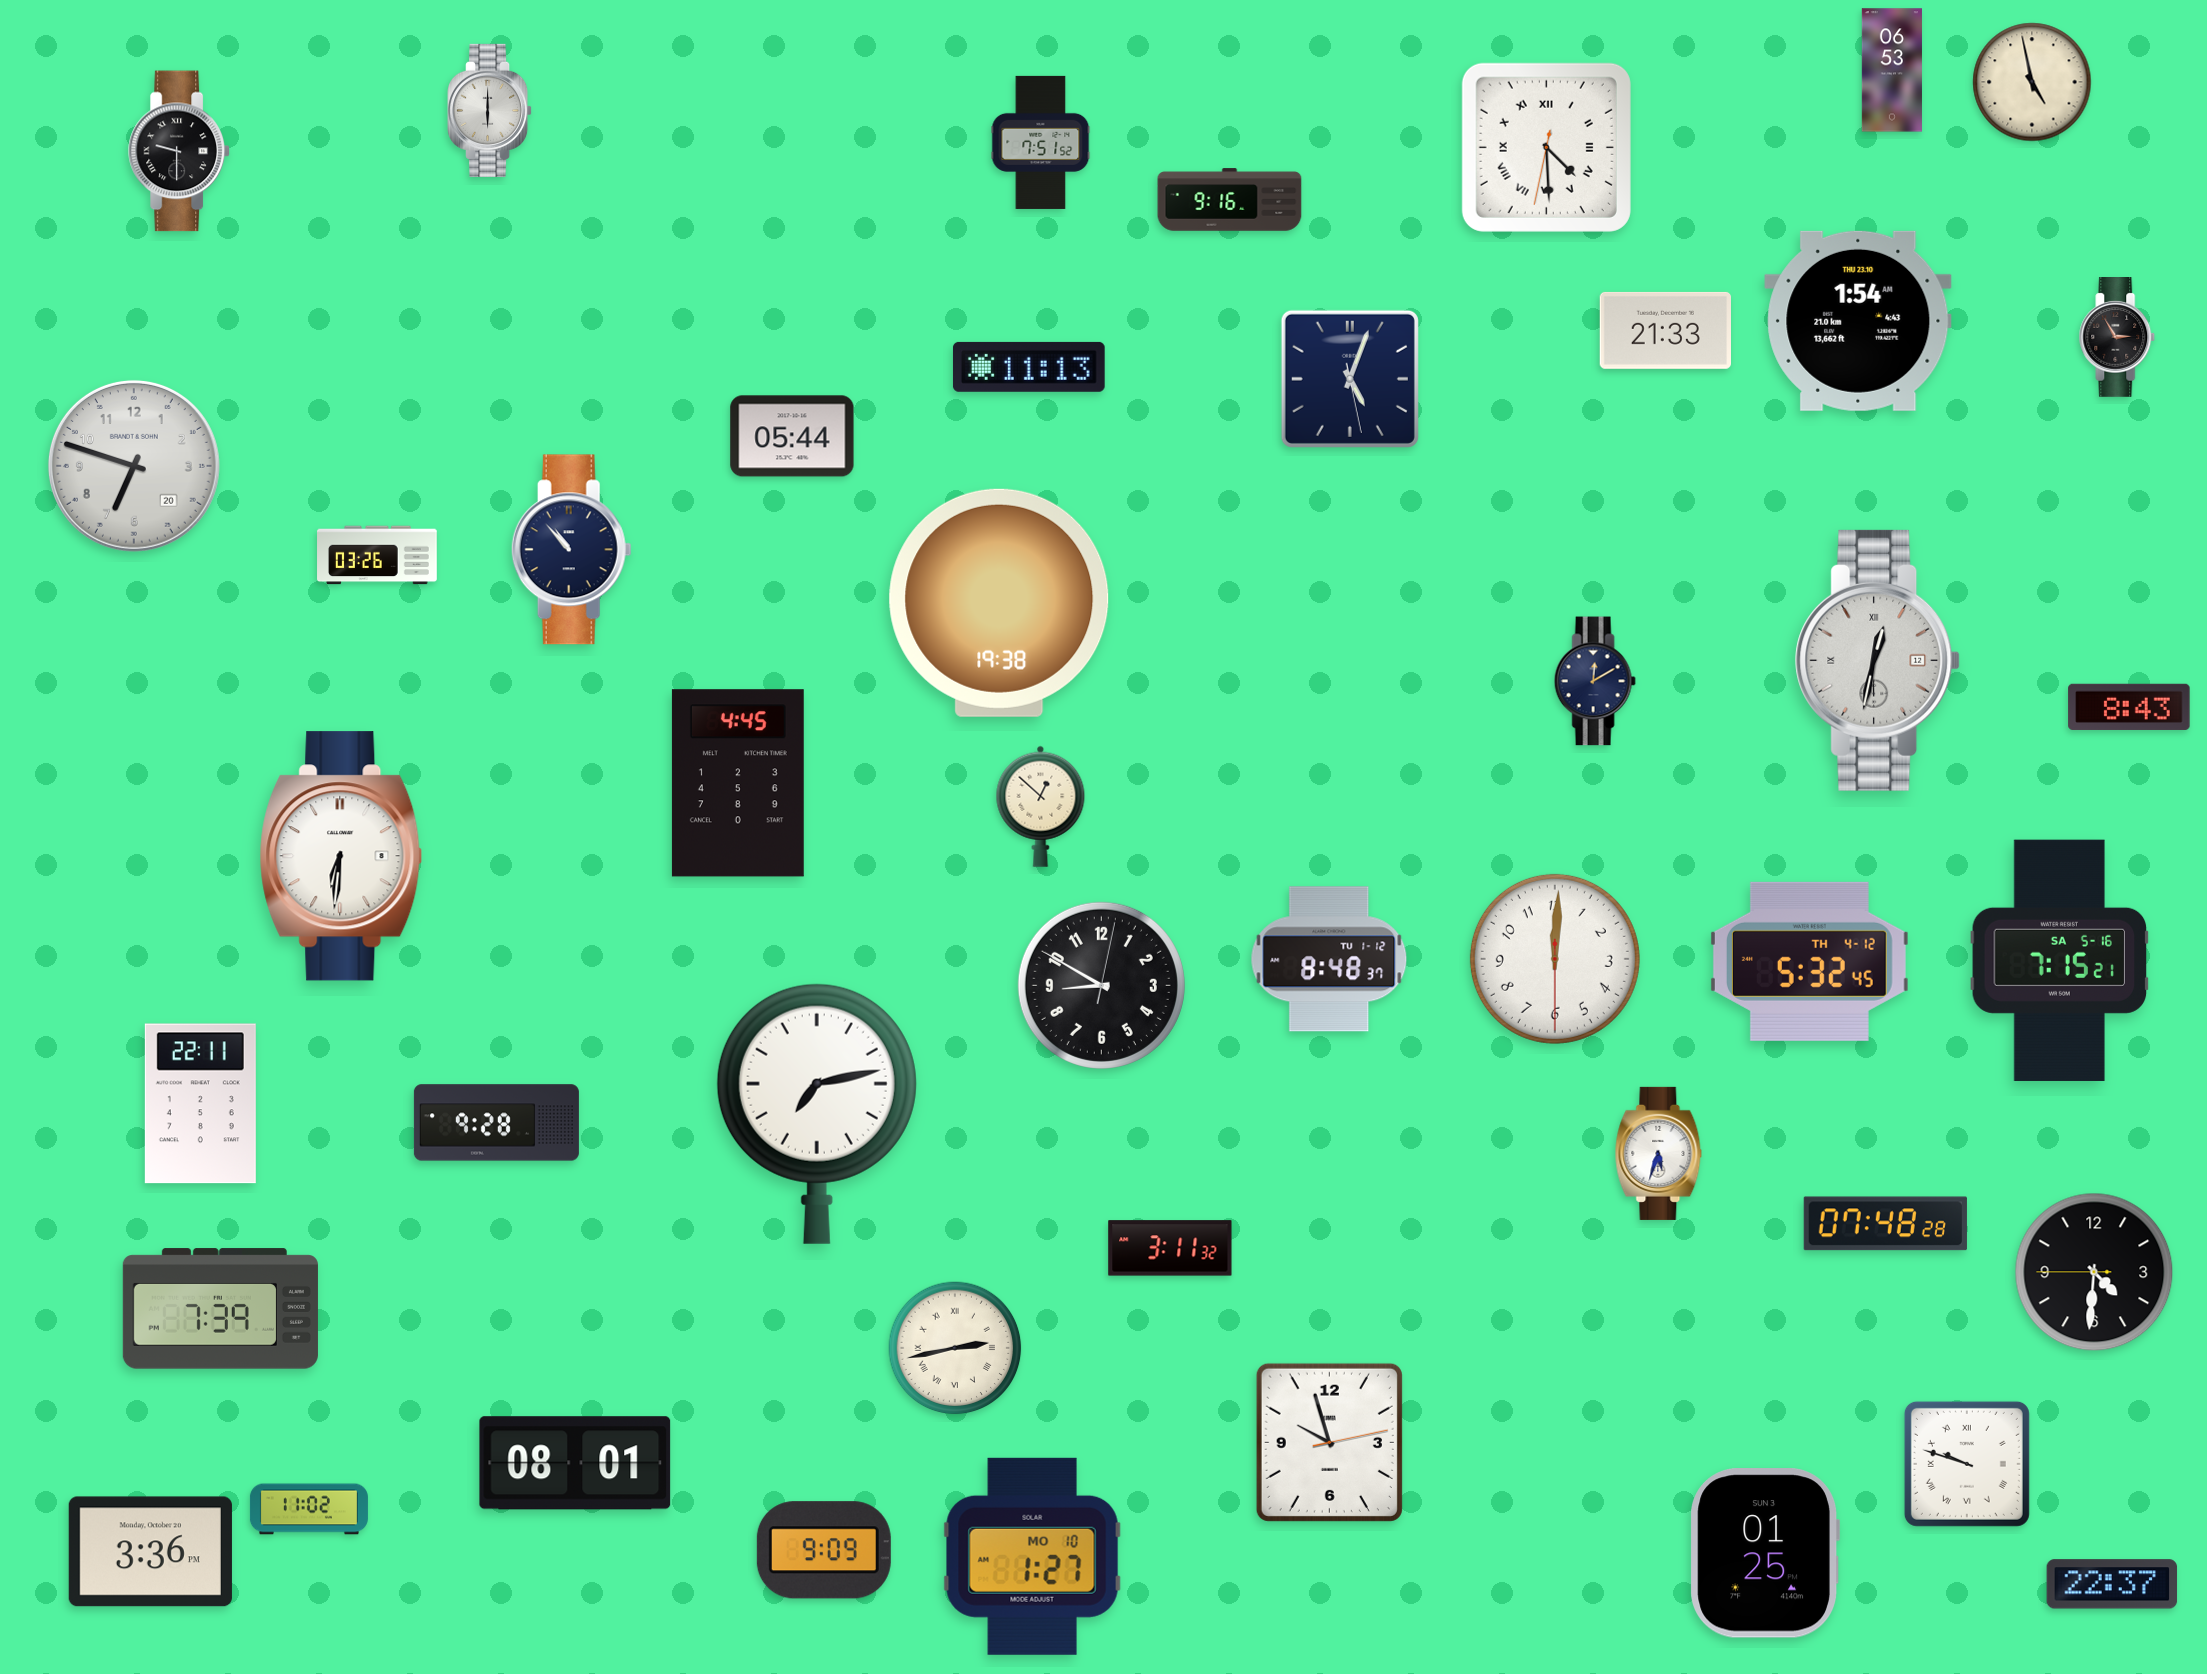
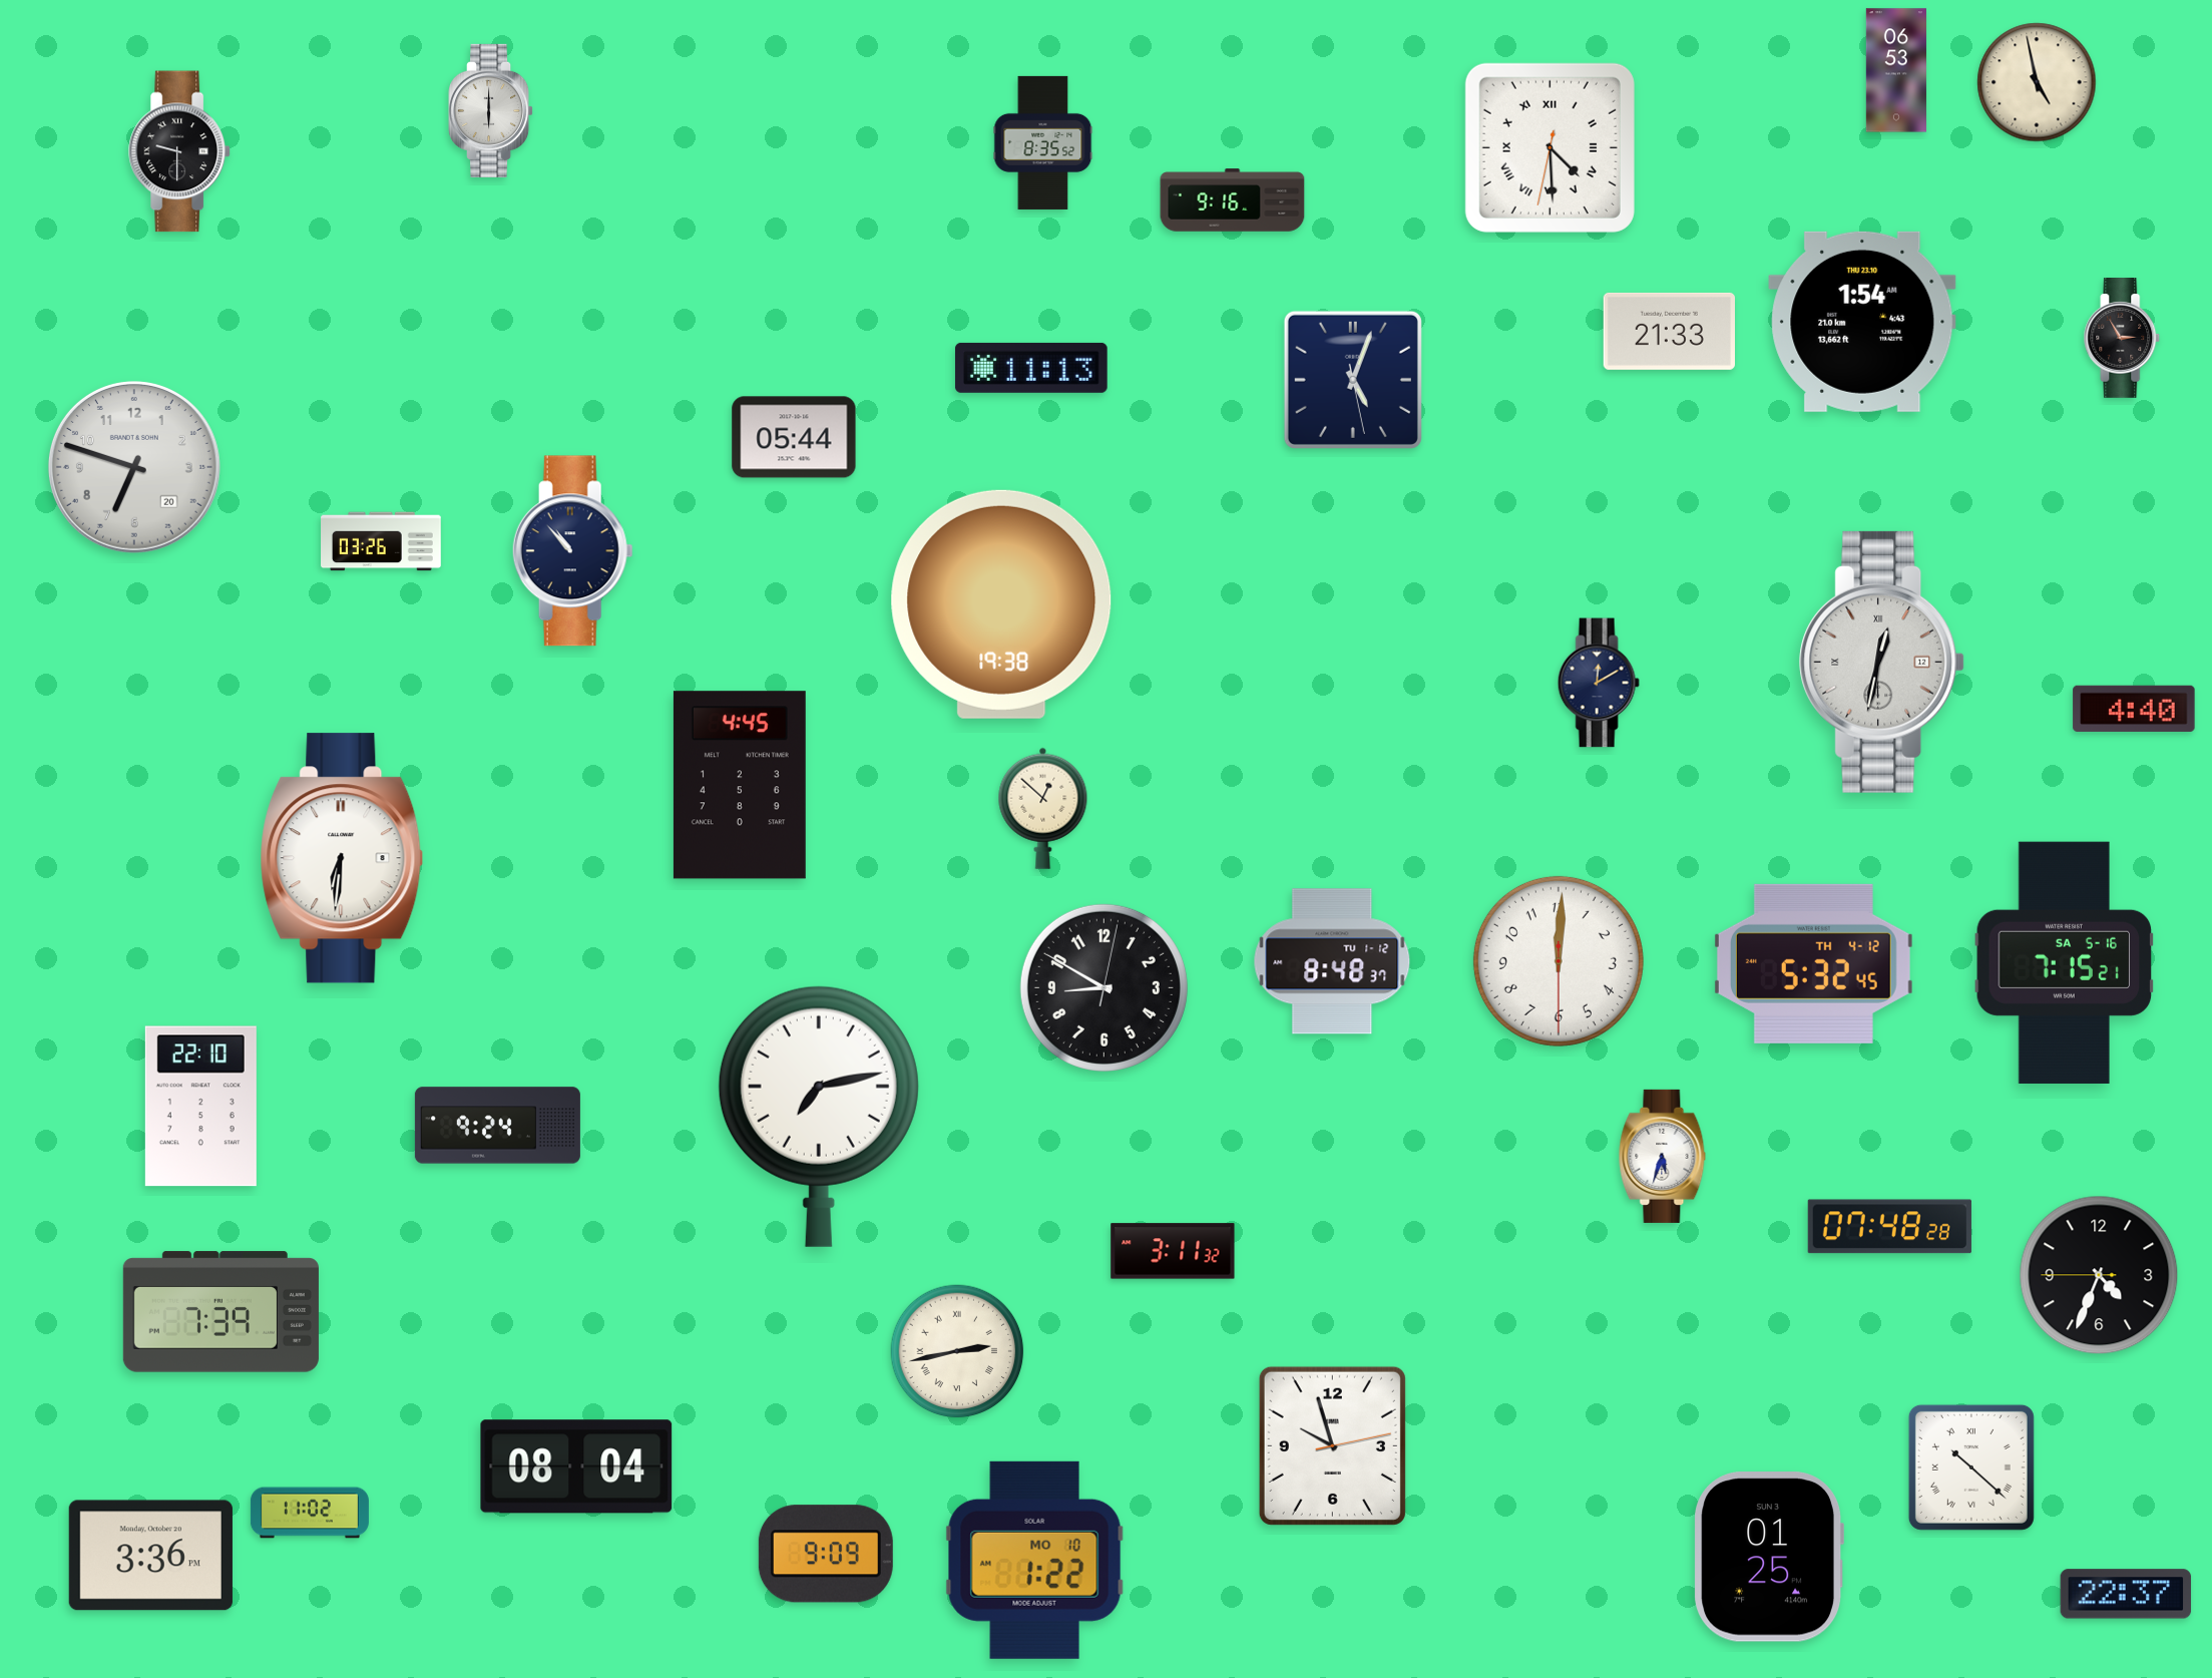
clock at (1041, 142): 7:51 -> 8:35
clock at (377, 555) position: (377, 555) -> (381, 541)
clock at (2129, 707): 8:43 -> 4:40
clock at (200, 1104): 22:11 -> 22:10
clock at (496, 1123): 9:28 -> 9:24
clock at (2094, 1272): 4:30 -> 4:33
clock at (575, 1463): 08:01 -> 08:04
clock at (1967, 1464): 9:48 -> 10:22
clock at (1032, 1556): 1:27 -> 1:22
clock at (2112, 1584) position: (2112, 1584) -> (2126, 1594)
